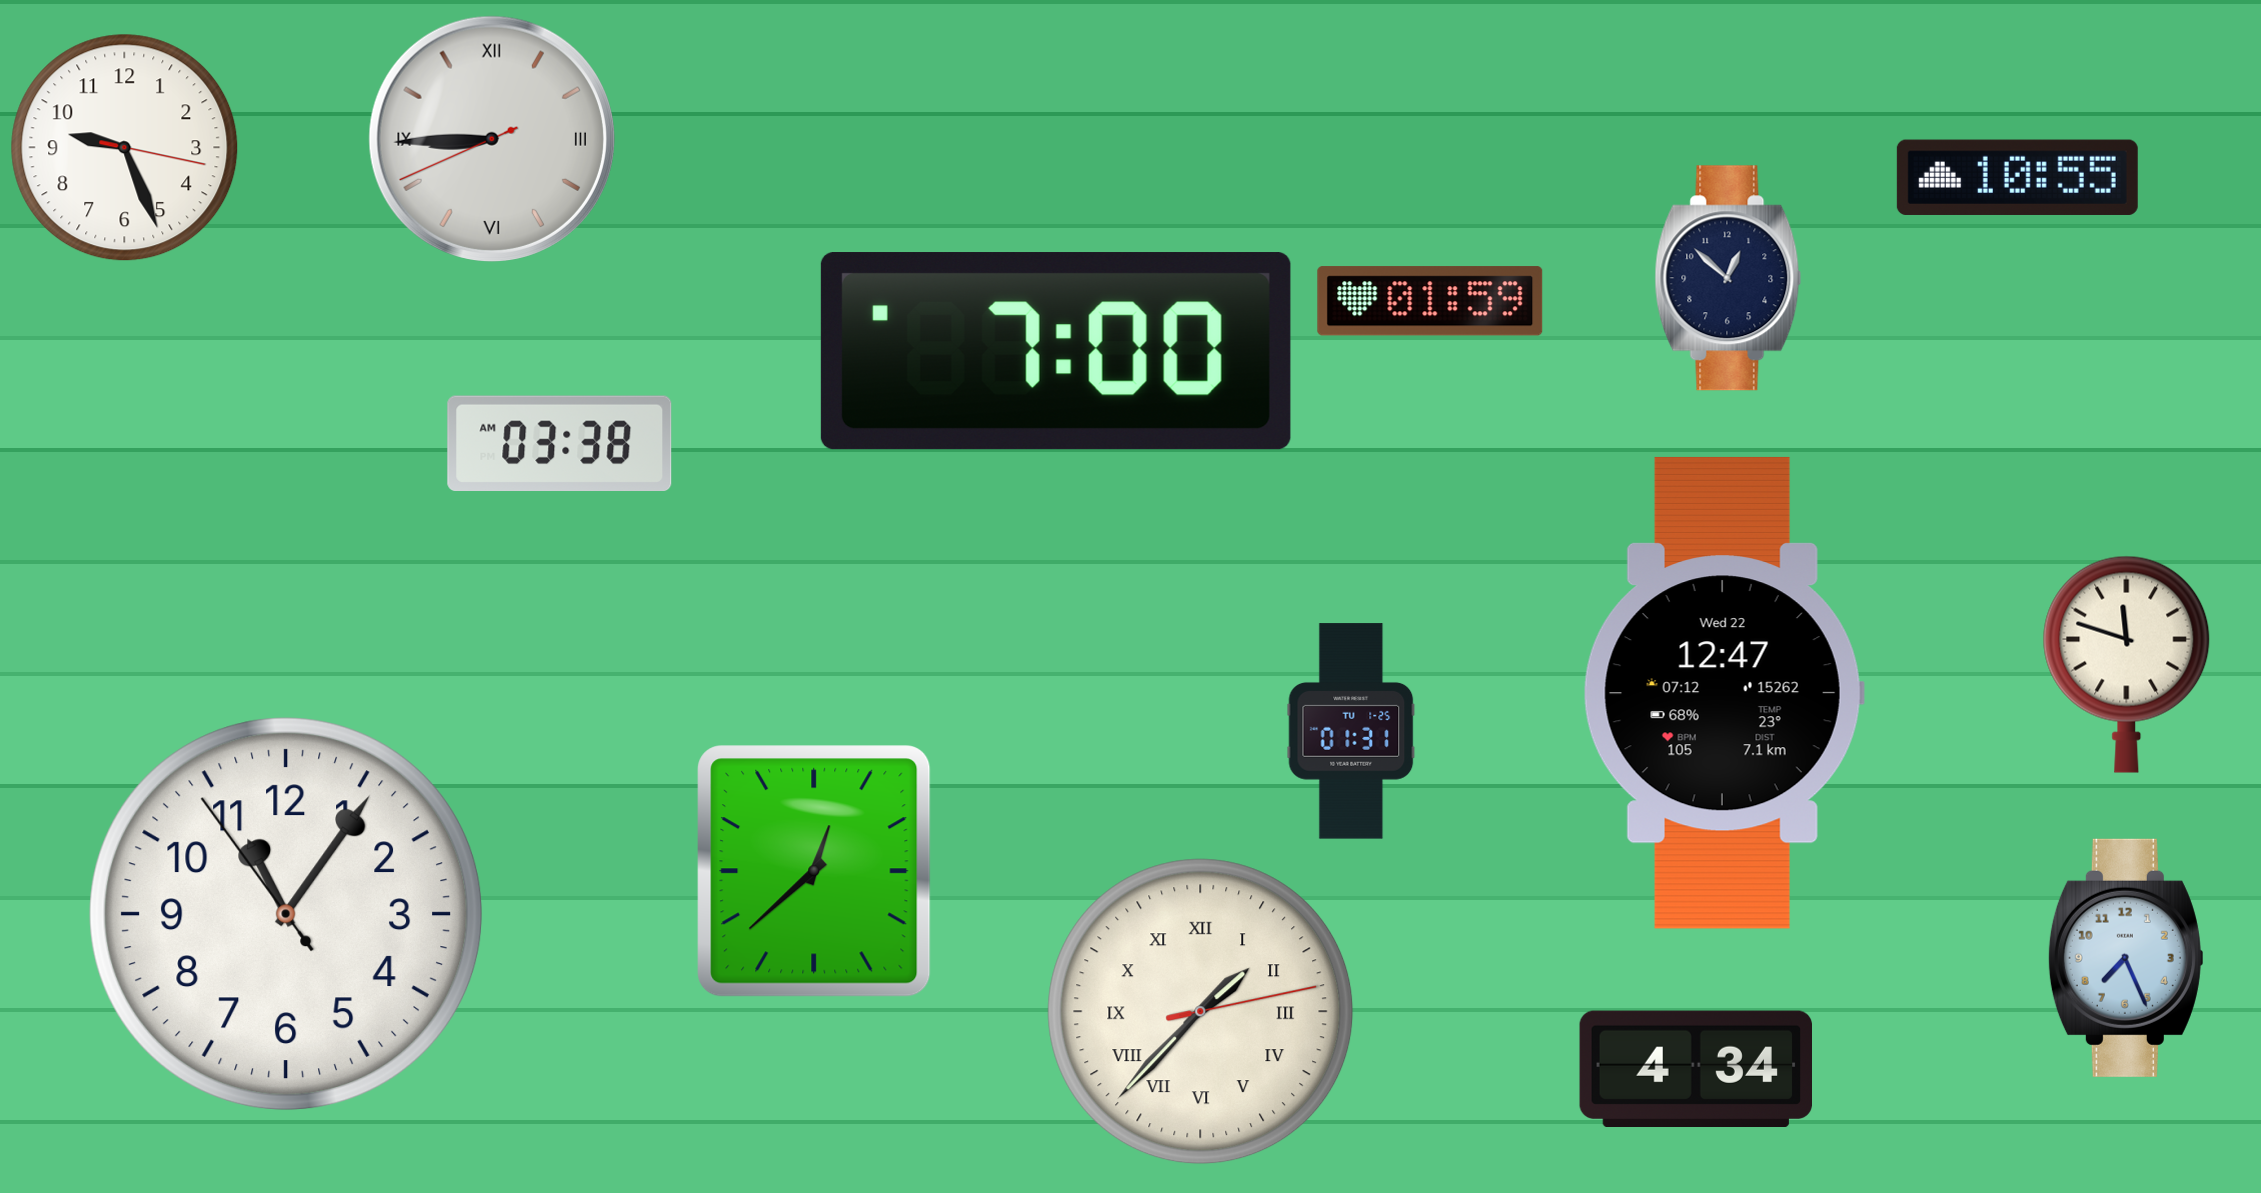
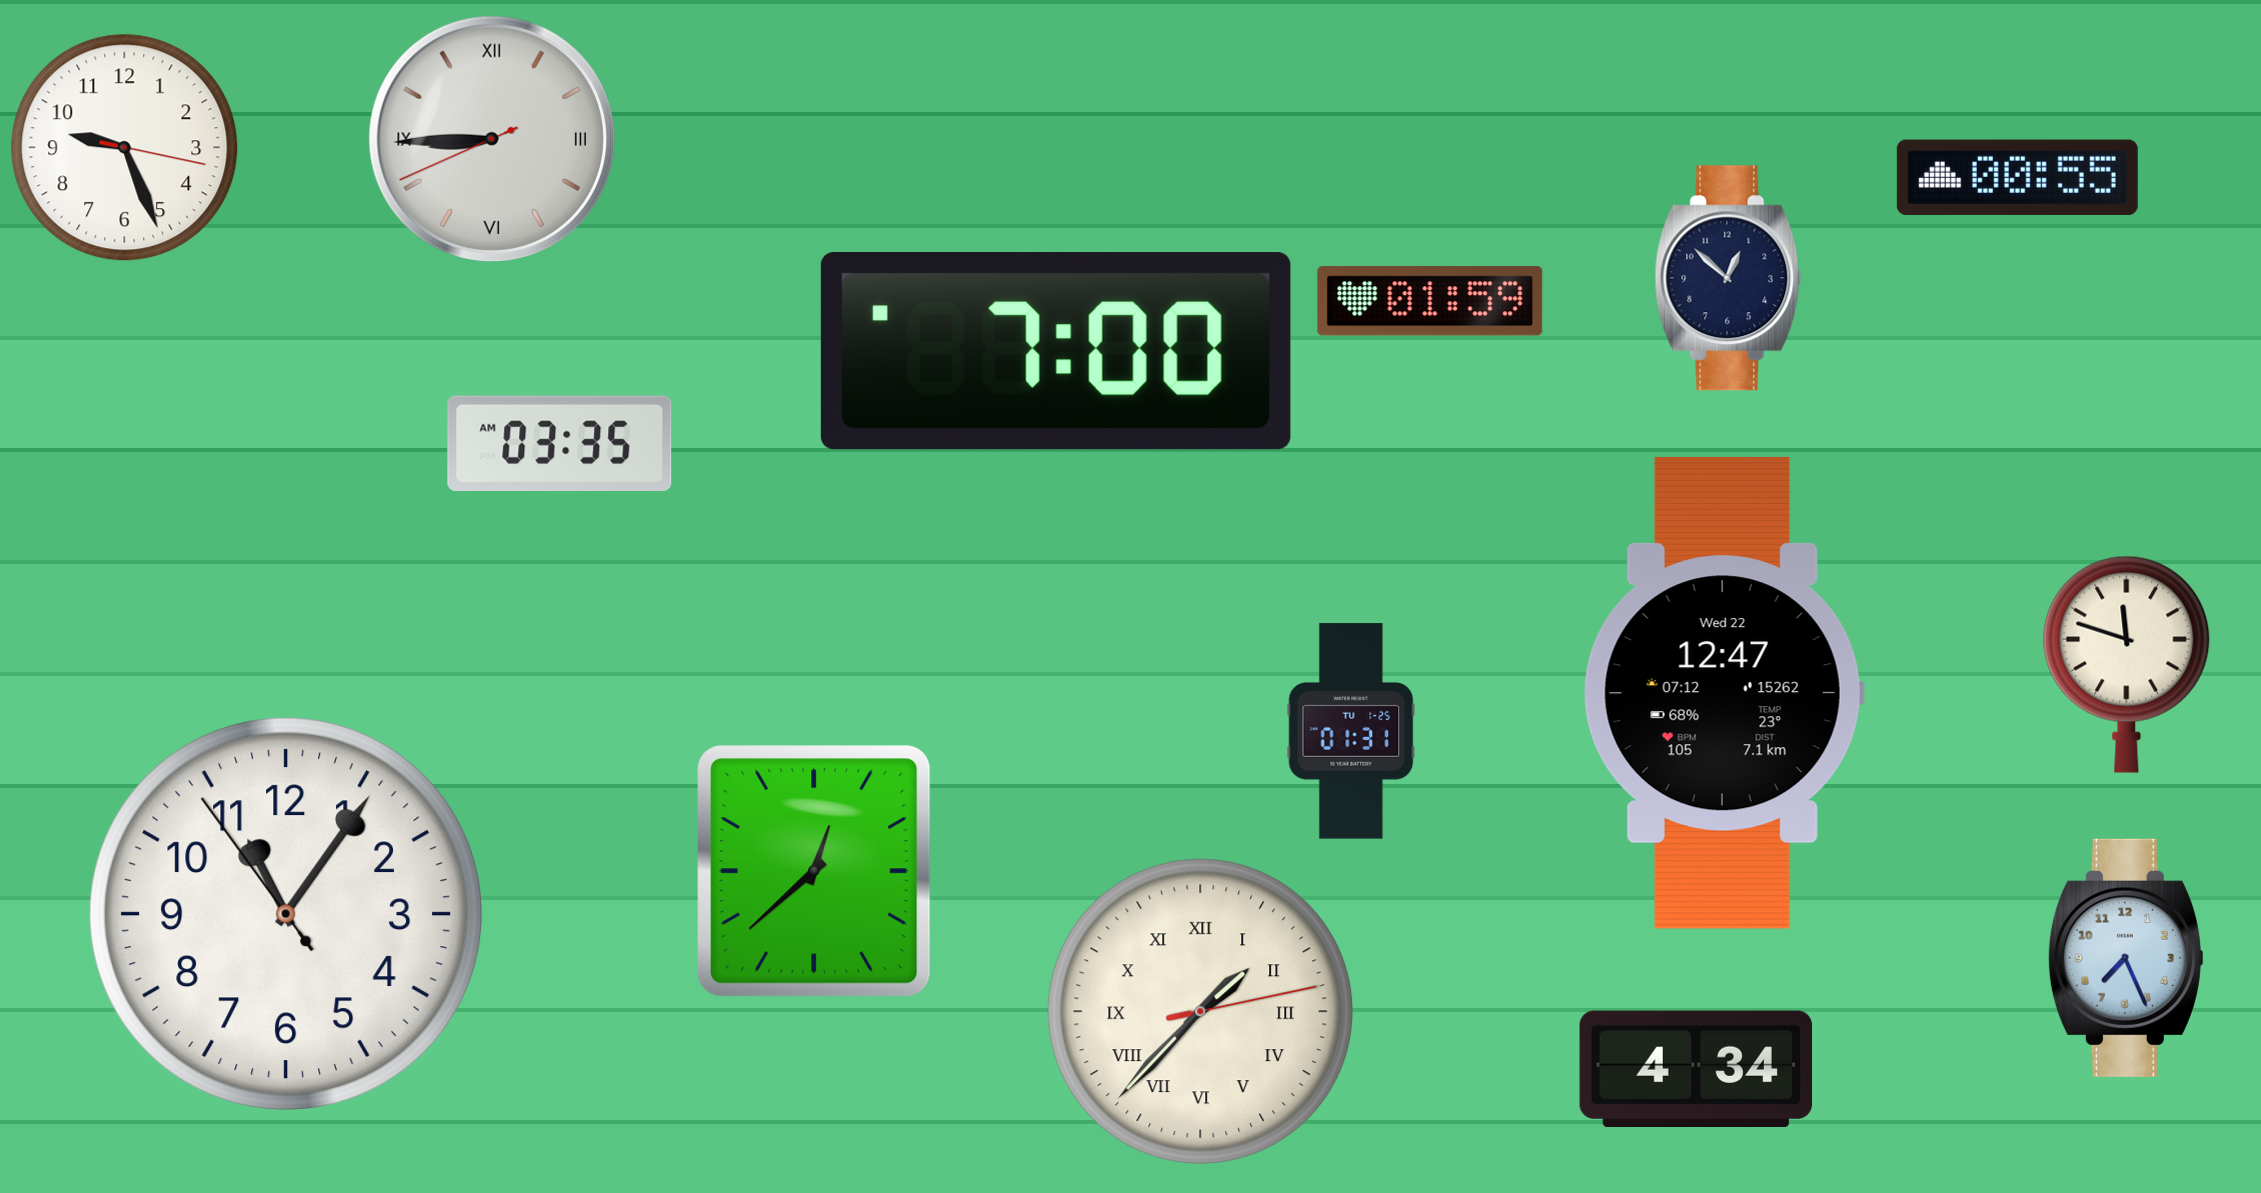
clock at (2017, 177): 10:55 -> 00:55
clock at (560, 443): 03:38 -> 03:35
